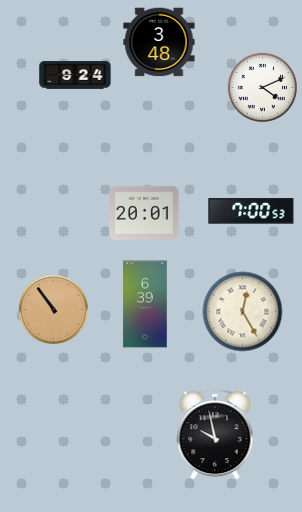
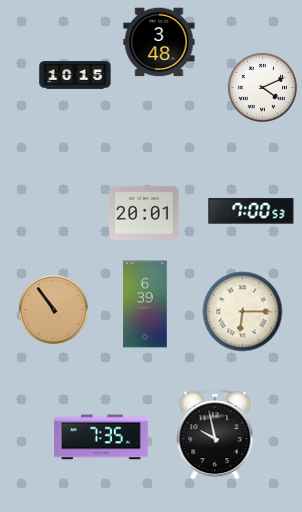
clock at (75, 75): 9:24 -> 10:15
clock at (243, 312): 12:25 -> 6:15
clock at (101, 437): none -> 7:35
